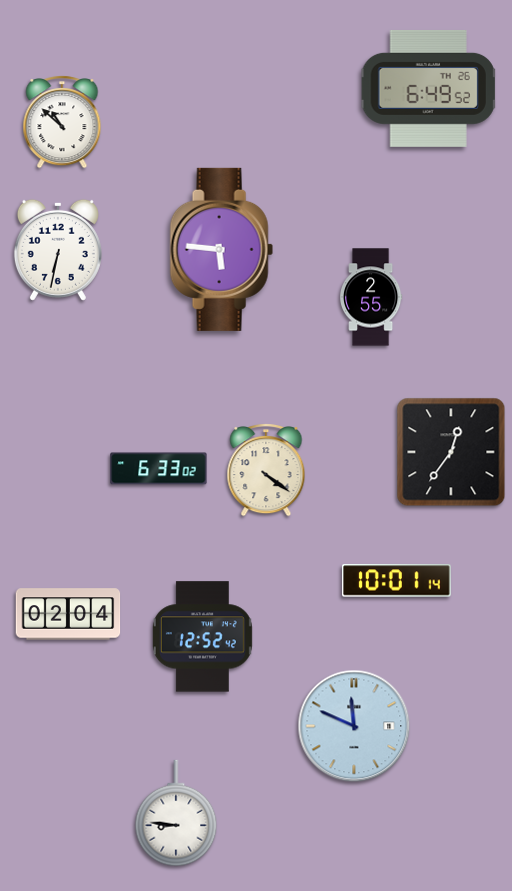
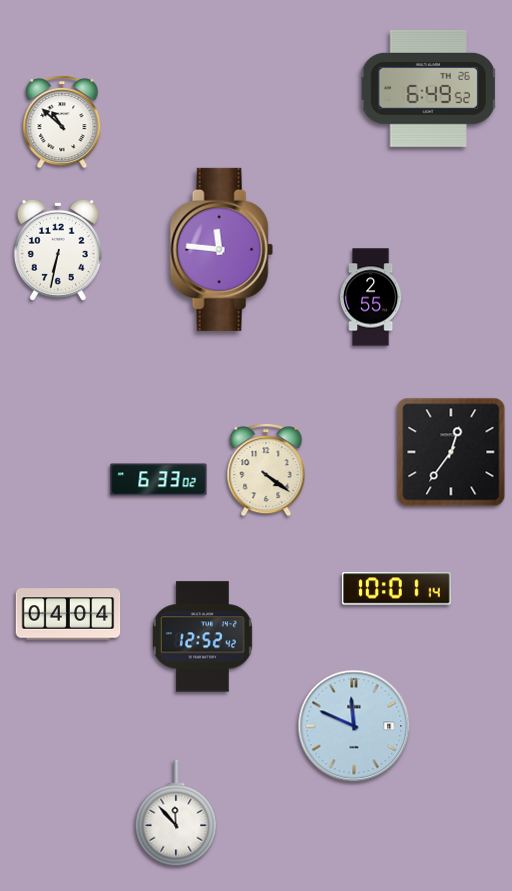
clock at (221, 249): 5:46 -> 11:46
clock at (159, 469) position: (159, 469) -> (159, 480)
clock at (397, 581) position: (397, 581) -> (397, 589)
clock at (68, 614): 02:04 -> 04:04
clock at (176, 813): 8:46 -> 11:53
